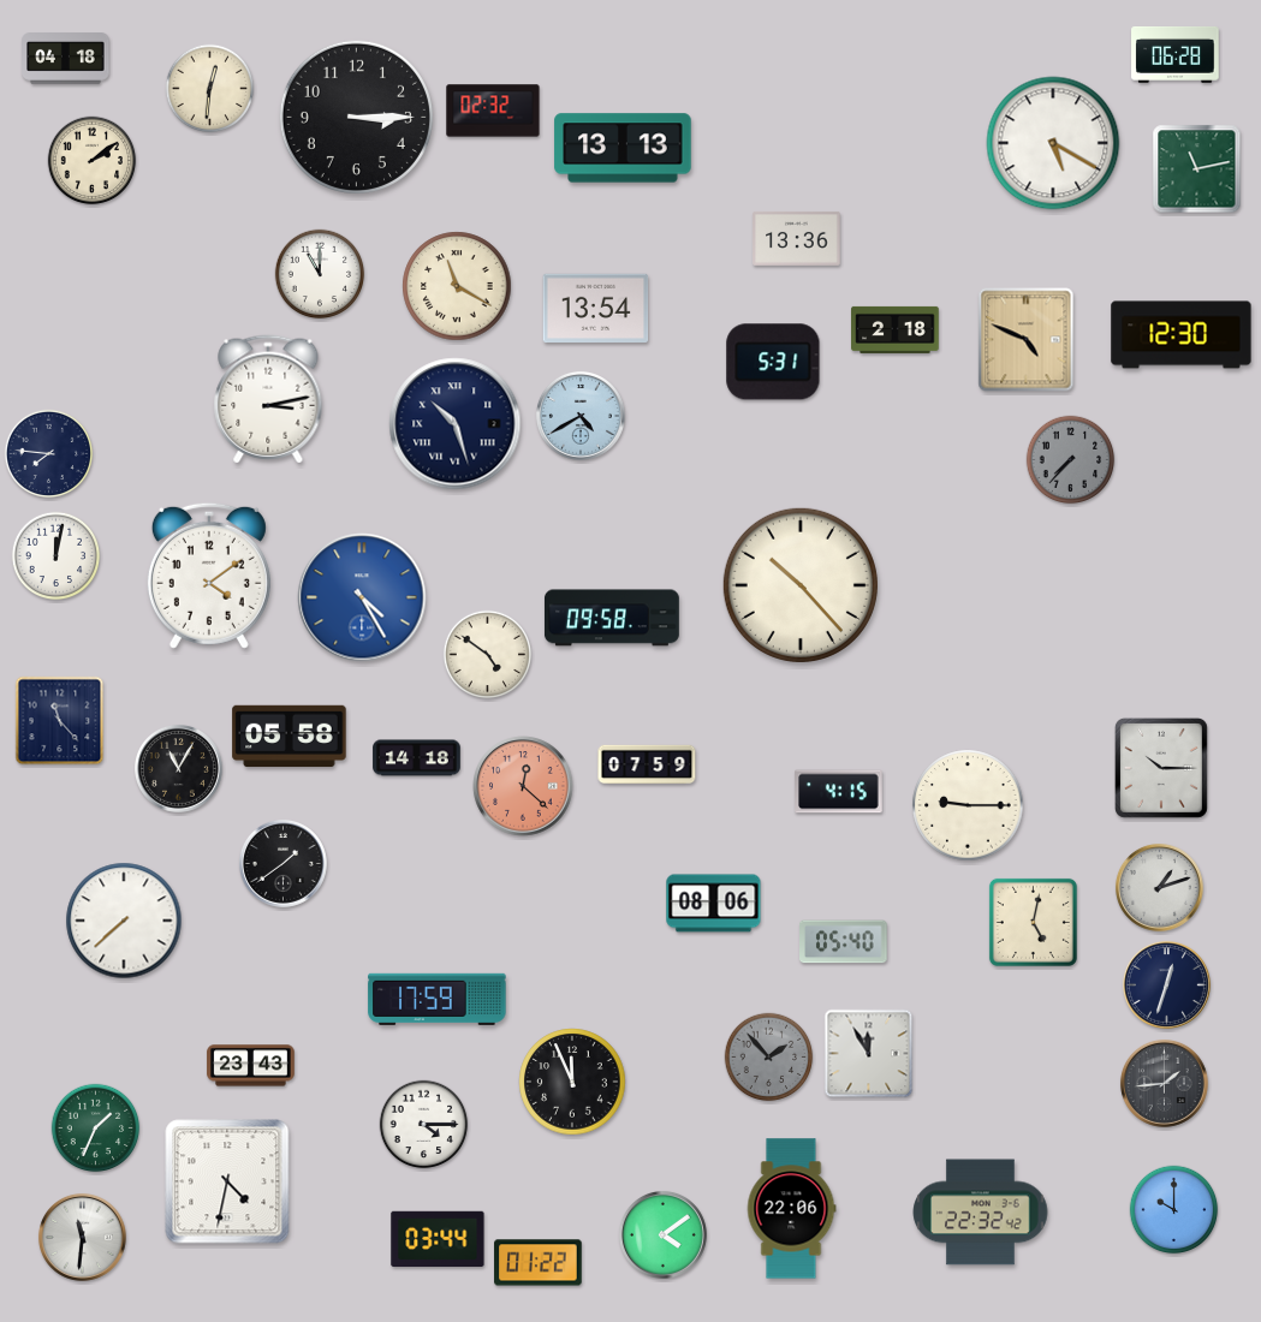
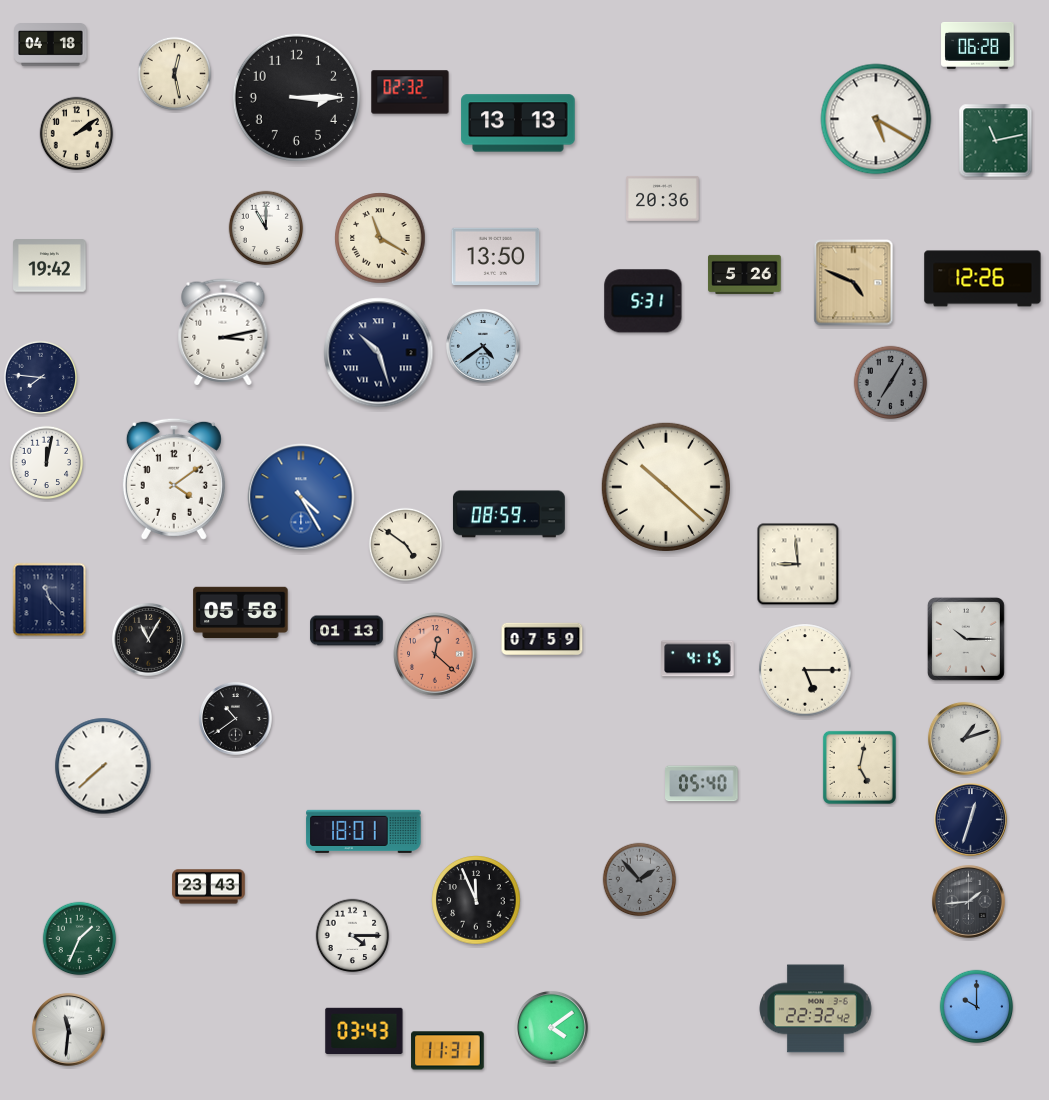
clock at (66, 59) position: (66, 59) -> (51, 45)
clock at (210, 89): 12:31 -> 12:28
clock at (797, 238): 13:36 -> 20:36
clock at (596, 309): 13:54 -> 13:50
clock at (50, 266): none -> 19:42
clock at (896, 329): 2:18 -> 5:26
clock at (1182, 335): 12:30 -> 12:26
clock at (581, 416): 4:40 -> 4:39
clock at (1071, 460): 7:37 -> 7:05
clock at (801, 585): 10:23 -> 10:22
clock at (612, 618): 09:58 -> 08:59
clock at (798, 564): none -> 8:59
clock at (417, 758): 14:18 -> 01:13
clock at (647, 763) position: (647, 763) -> (542, 638)
clock at (968, 805): 9:15 -> 5:15
clock at (282, 863): 1:39 -> 10:39
clock at (714, 904): 08:06 -> none
clock at (438, 999): 17:59 -> 18:01
clock at (869, 1054): 11:55 -> none
clock at (227, 1181): 4:32 -> none
clock at (791, 1209): 22:06 -> none
clock at (438, 1238): 03:44 -> 03:43
clock at (539, 1263): 01:22 -> 11:31
